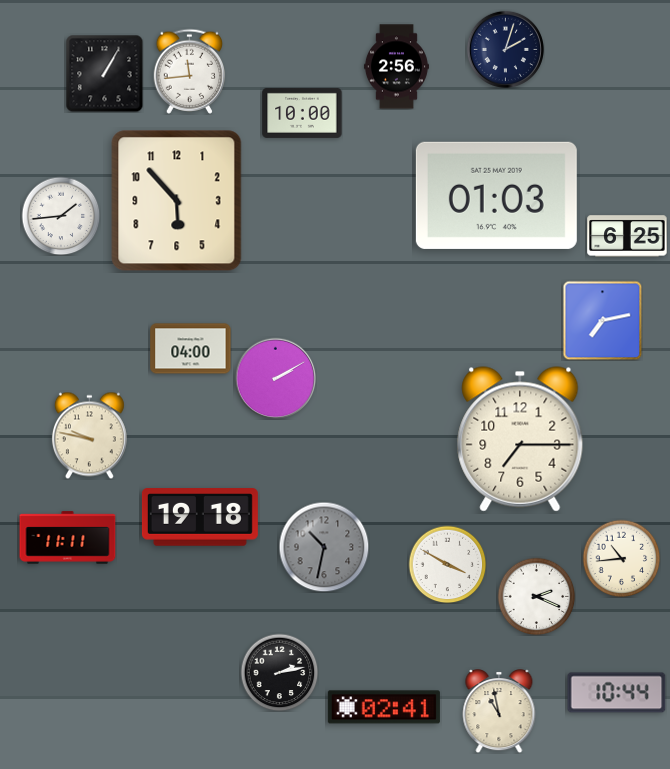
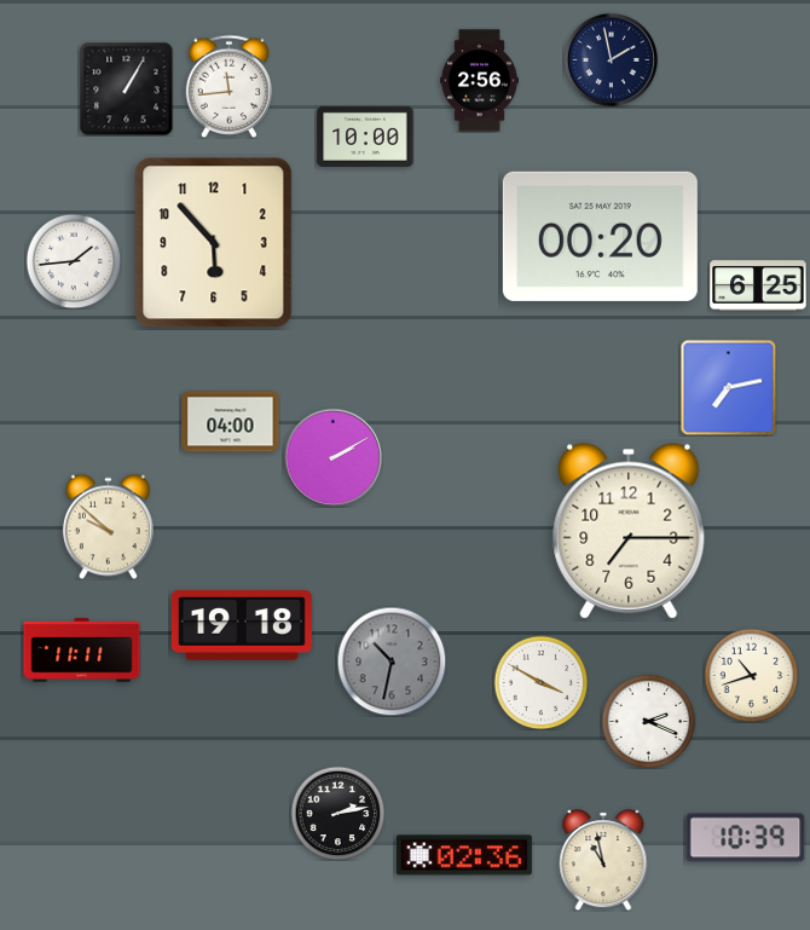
clock at (505, 49): 2:03 -> 1:58
clock at (496, 195): 01:03 -> 00:20
clock at (89, 435): 9:47 -> 9:52
clock at (621, 558): 10:44 -> 10:42
clock at (617, 693): 10:44 -> 10:39
clock at (384, 707): 02:41 -> 02:36
